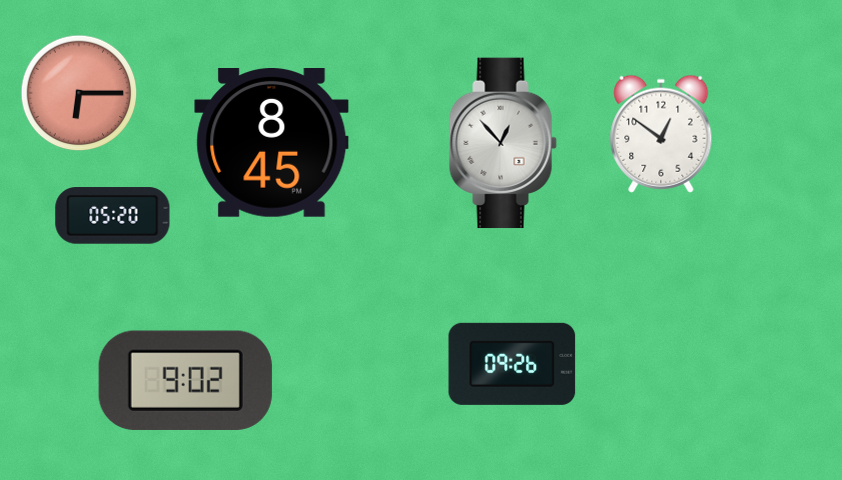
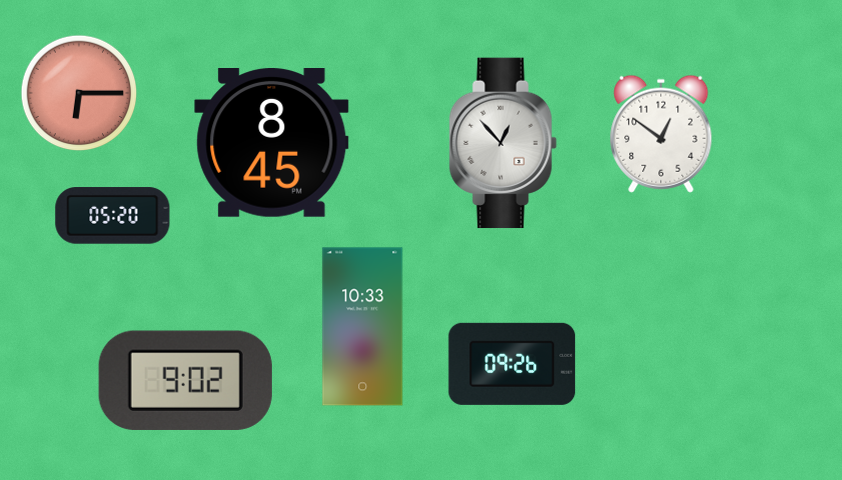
clock at (363, 327): none -> 10:33
